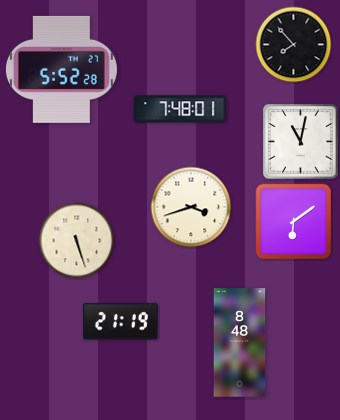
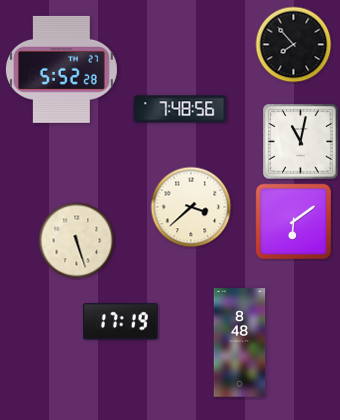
clock at (180, 109): 7:48:01 -> 7:48:56
clock at (191, 207): 3:42 -> 3:38
clock at (120, 322): 21:19 -> 17:19
